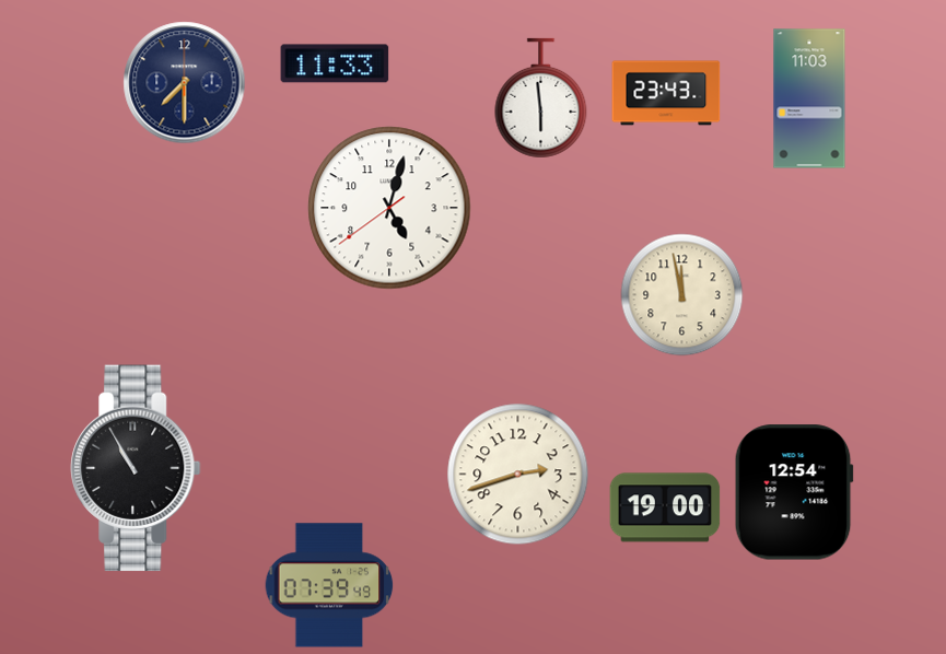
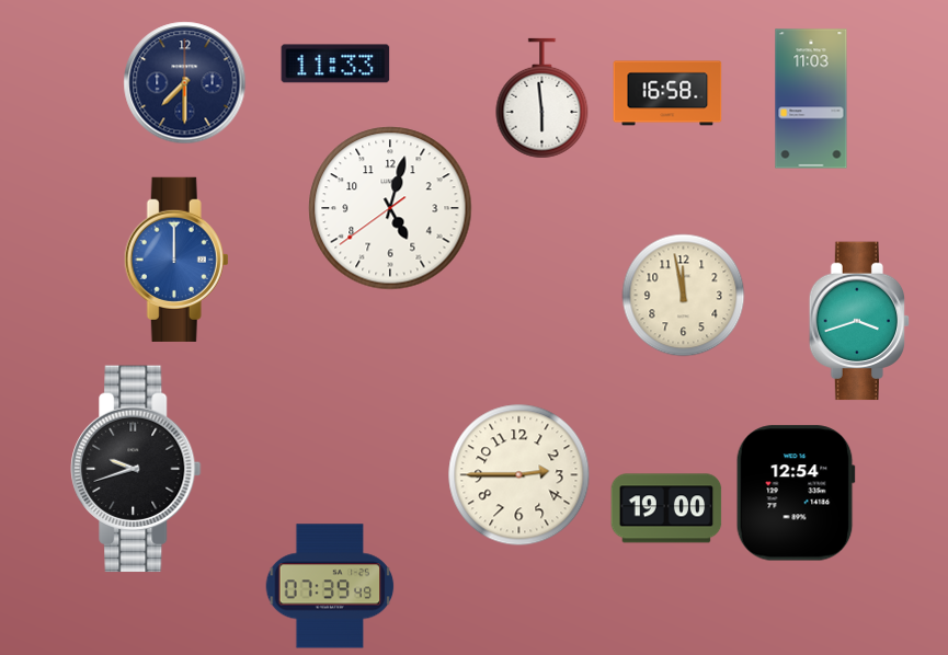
clock at (666, 93): 23:43 -> 16:58
clock at (176, 260): none -> 12:00
clock at (859, 321): none -> 3:42
clock at (136, 468): 10:55 -> 9:42
clock at (518, 475): 2:42 -> 2:45
